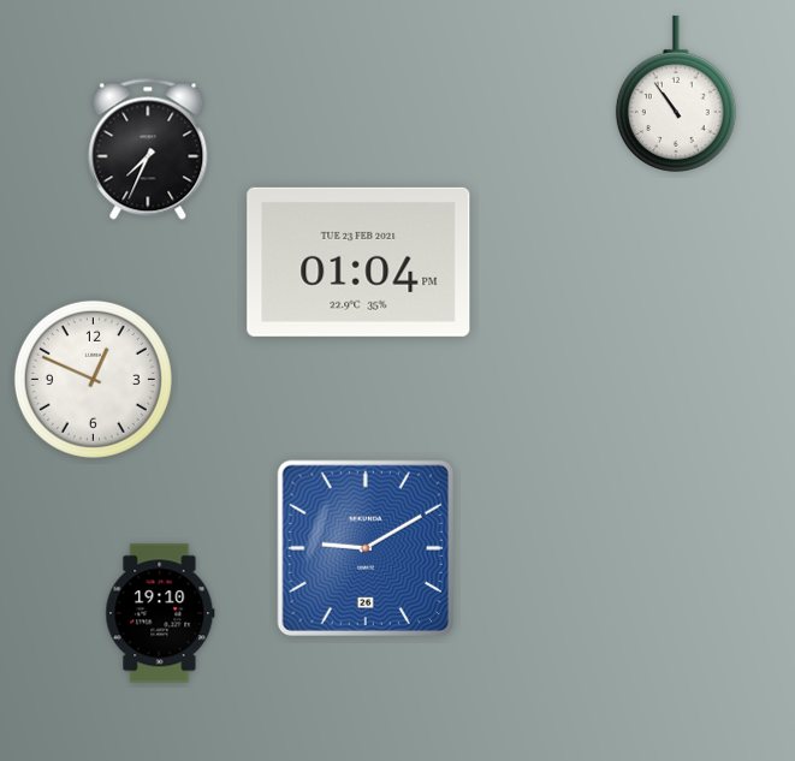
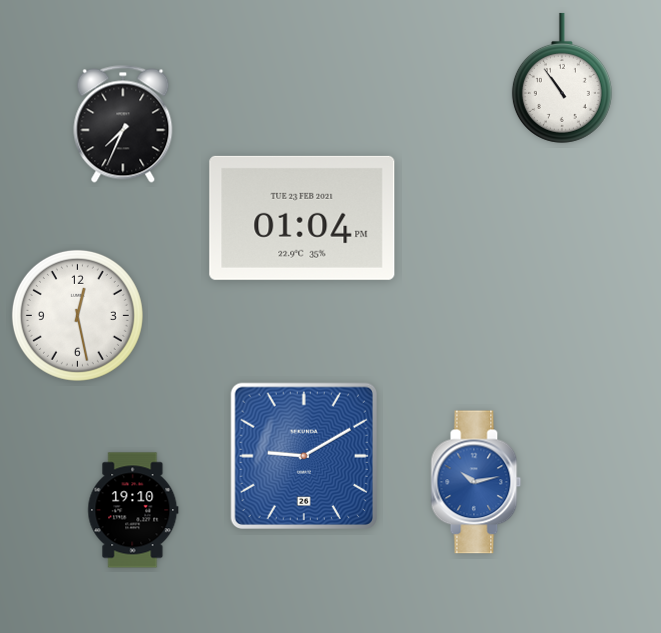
clock at (358, 262) position: (358, 262) -> (302, 218)
clock at (93, 379): 12:49 -> 12:28
clock at (476, 482): none -> 10:13
